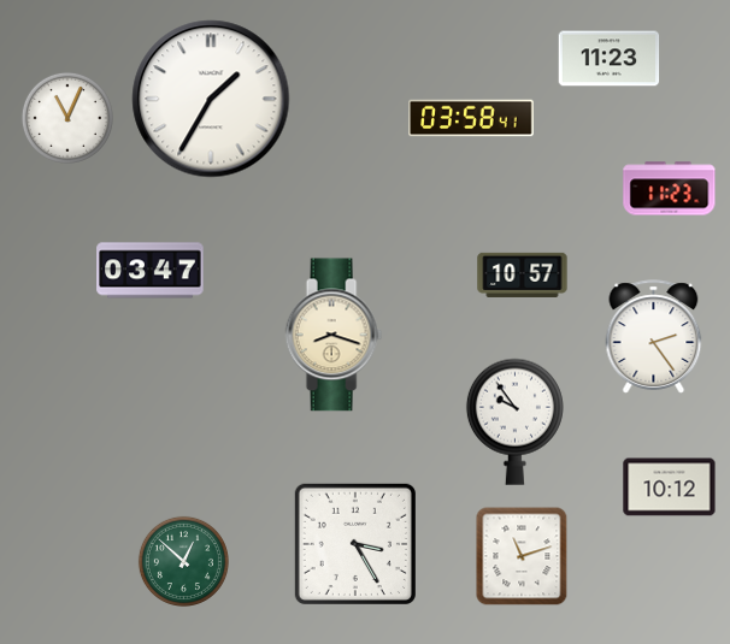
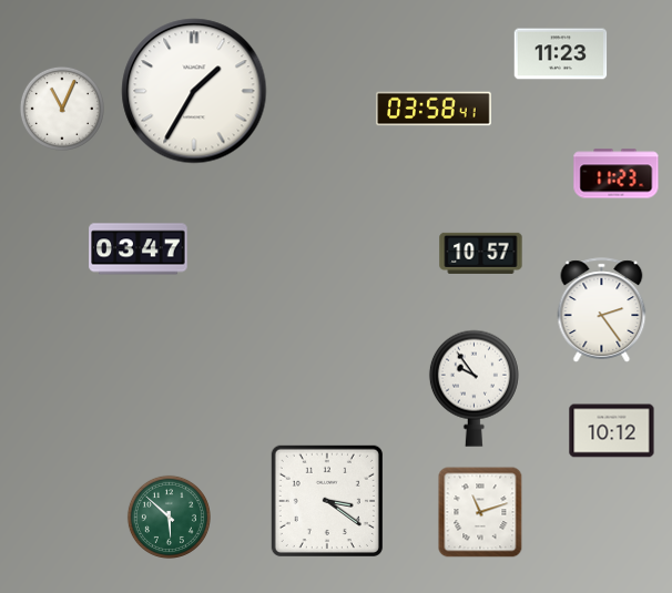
clock at (334, 335): 8:18 -> none
clock at (670, 488) position: (670, 488) -> (612, 431)
clock at (355, 544): 3:25 -> 3:21
clock at (183, 561): 12:52 -> 5:52
